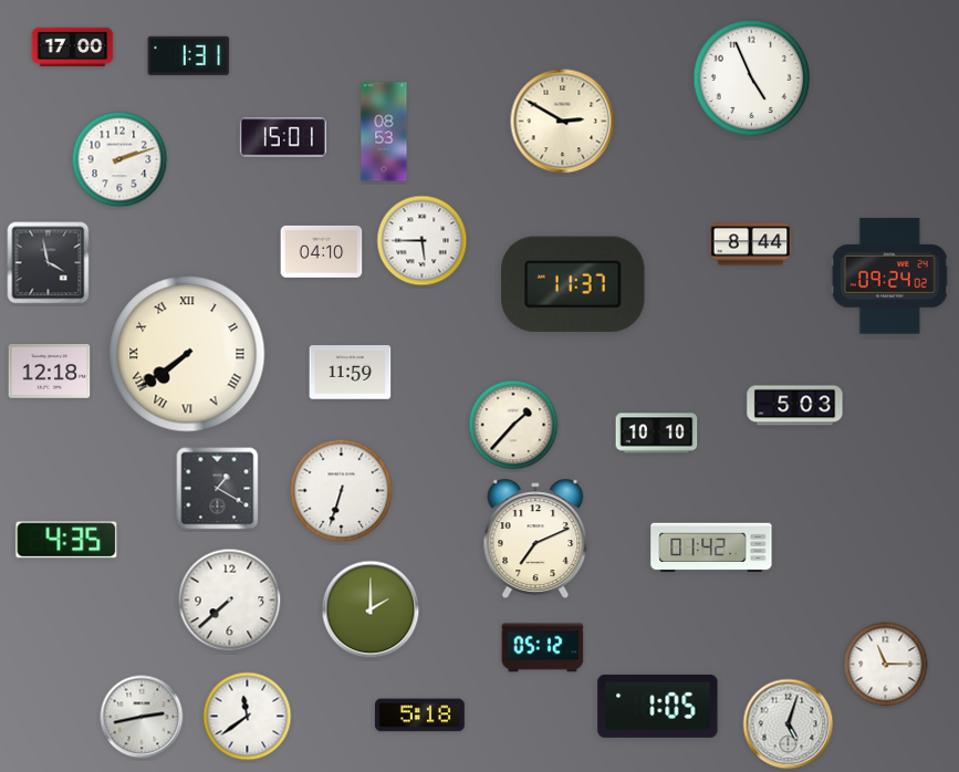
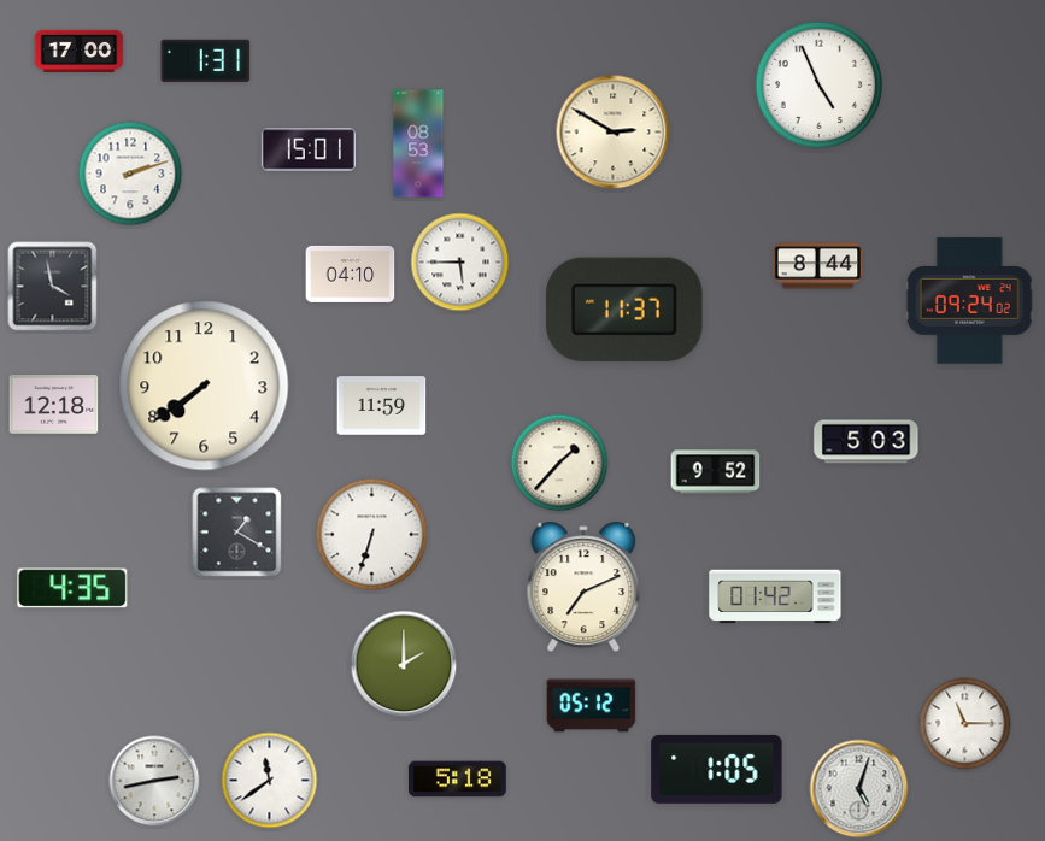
clock at (187, 354) numerals: Roman -> Arabic
clock at (657, 434): 10:10 -> 9:52
clock at (230, 601): 7:38 -> none
